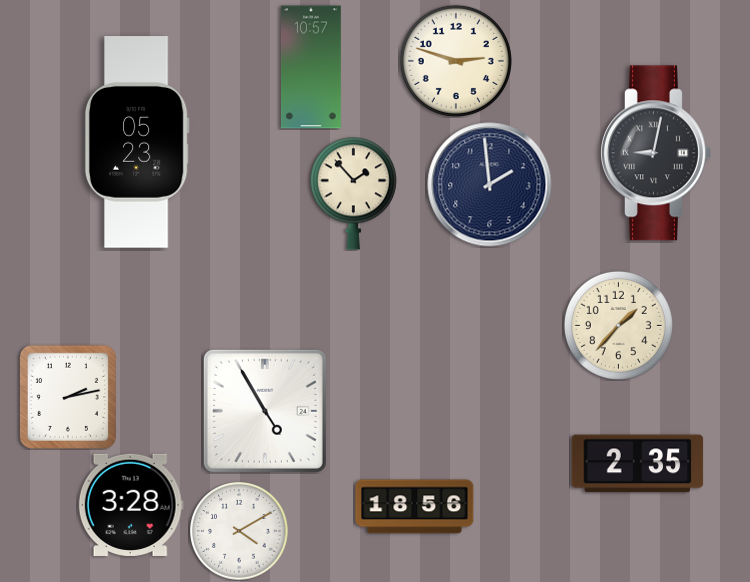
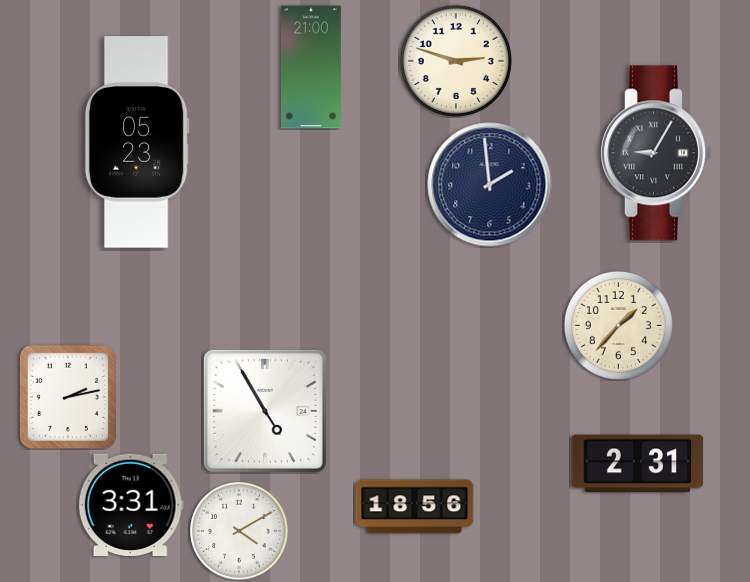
clock at (311, 67): 10:57 -> 21:00
clock at (655, 153): 9:02 -> 9:05
clock at (353, 193): 1:53 -> none
clock at (638, 464): 2:35 -> 2:31
clock at (131, 504): 3:28 -> 3:31
